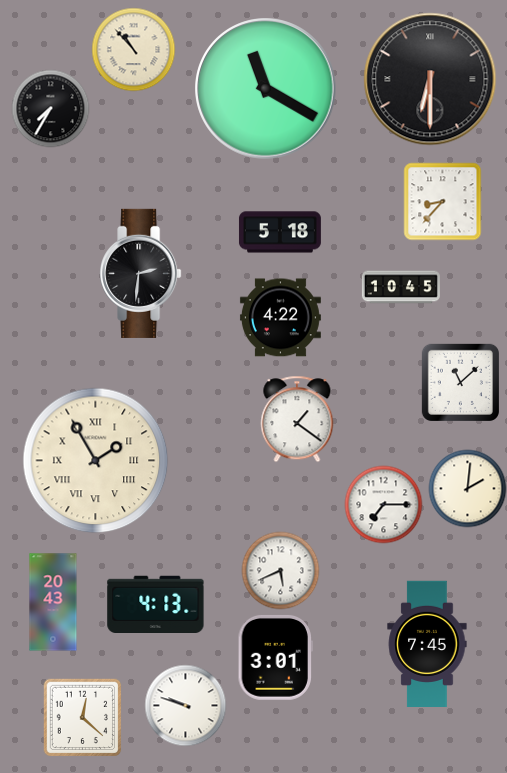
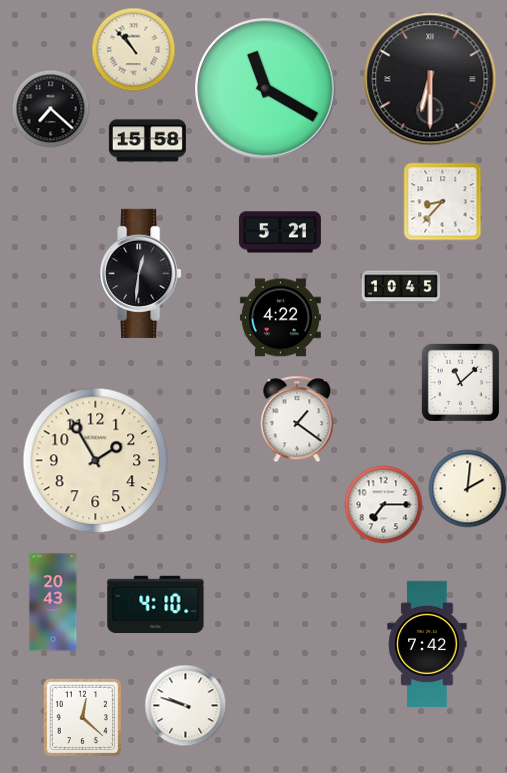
clock at (50, 108): 7:35 -> 7:22
clock at (147, 141): none -> 15:58
clock at (280, 232): 5:18 -> 5:21
clock at (141, 273): 2:31 -> 12:31
clock at (96, 461) numerals: Roman -> Arabic
clock at (280, 570): 5:41 -> none
clock at (156, 604): 4:13 -> 4:10
clock at (427, 643): 7:45 -> 7:42
clock at (275, 658): 3:01 -> none
